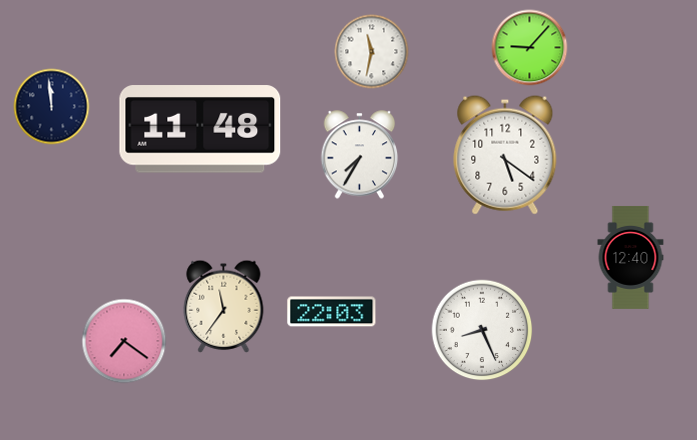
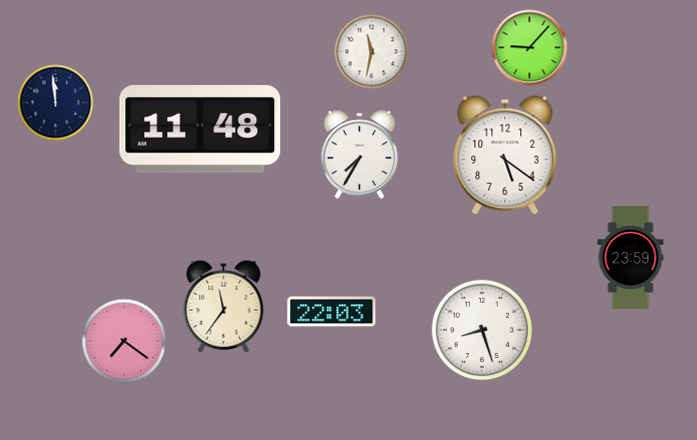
clock at (52, 107) position: (52, 107) -> (56, 103)
clock at (631, 257): 12:40 -> 23:59
clock at (482, 330): 8:26 -> 8:27
